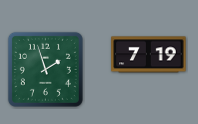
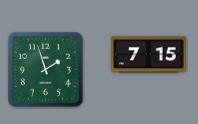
clock at (149, 55): 7:19 -> 7:15
